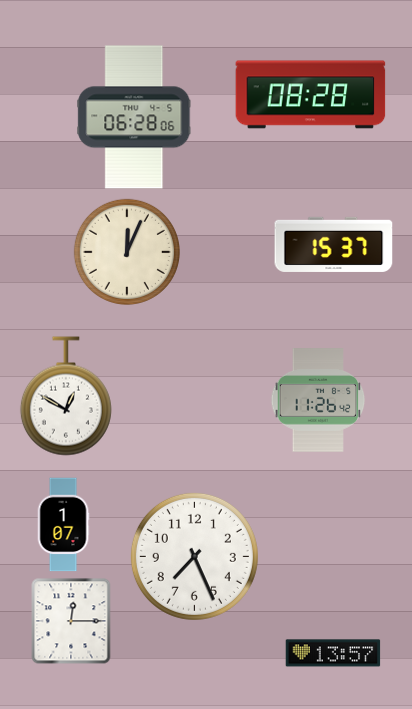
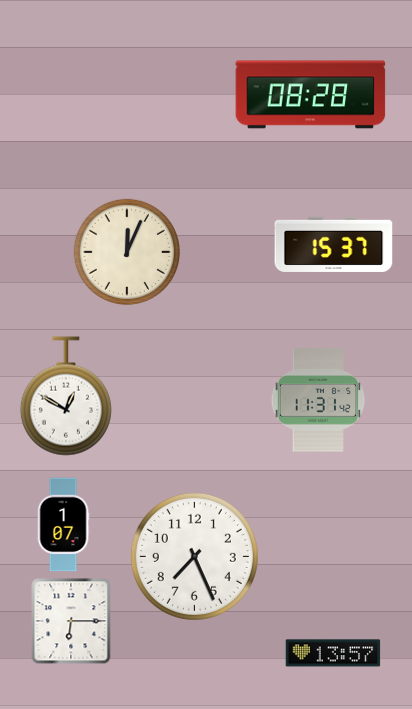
clock at (134, 117): 06:28 -> none
clock at (318, 400): 11:26 -> 11:31
clock at (71, 621): 12:15 -> 6:15
